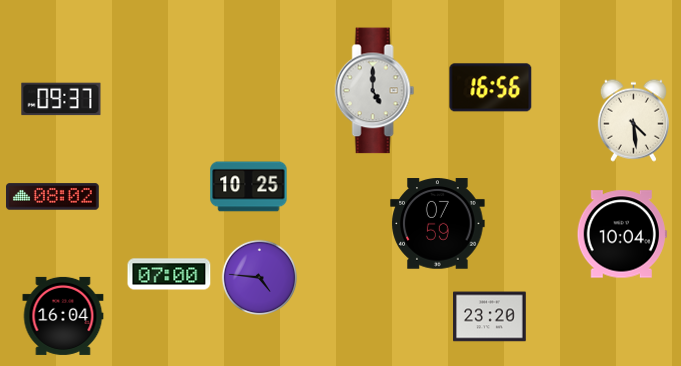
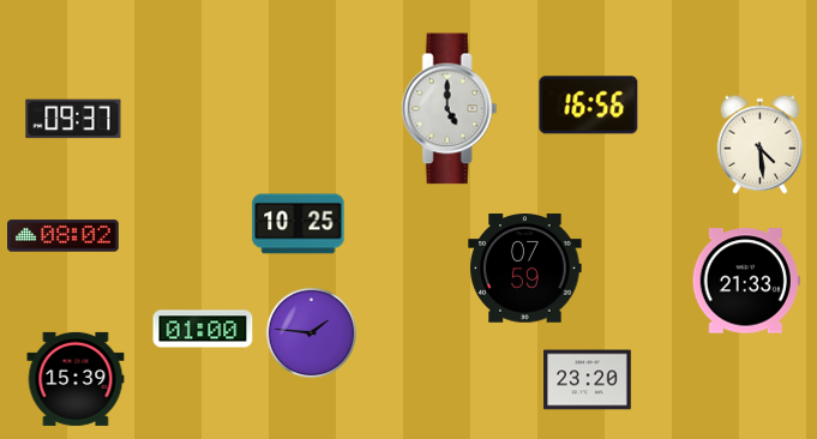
clock at (622, 234): 10:04 -> 21:33
clock at (169, 274): 07:00 -> 01:00
clock at (260, 278): 4:46 -> 1:46
clock at (63, 316): 16:04 -> 15:39
